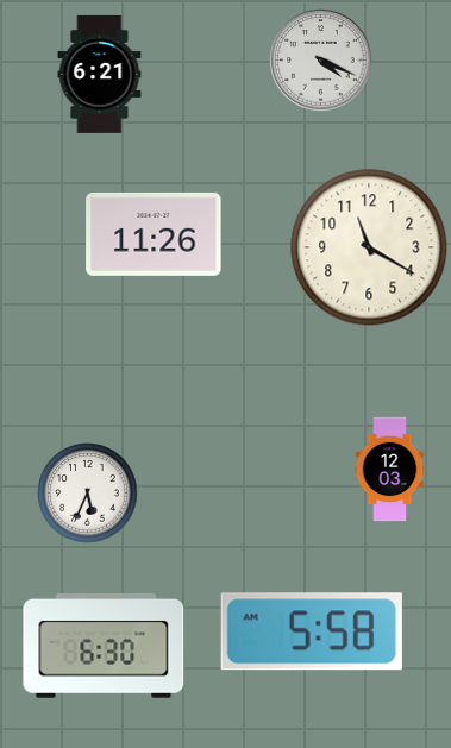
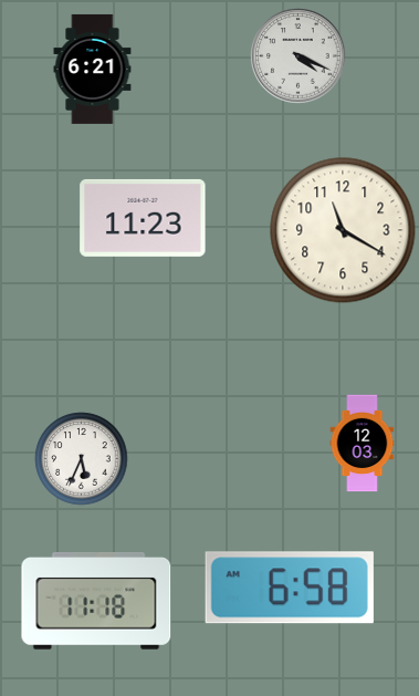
clock at (154, 234): 11:26 -> 11:23
clock at (390, 469) position: (390, 469) -> (363, 443)
clock at (312, 631): 5:58 -> 6:58
clock at (104, 647): 6:30 -> 11:18
